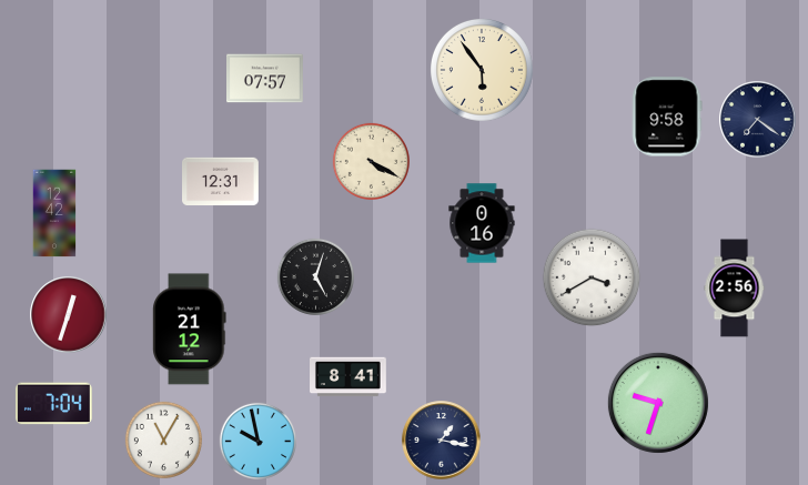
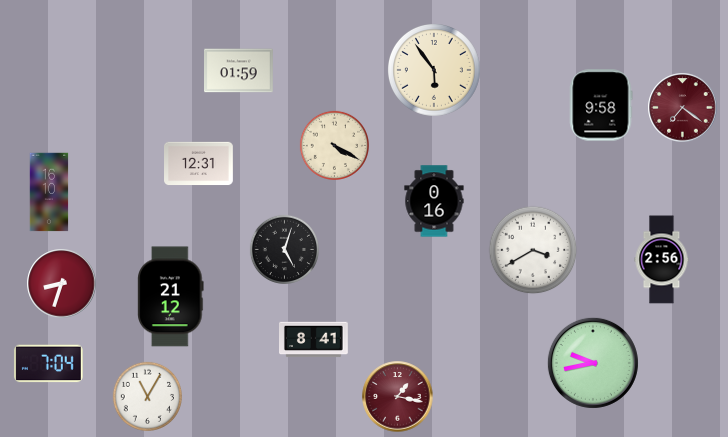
clock at (483, 71) position: (483, 71) -> (435, 71)
clock at (265, 79): 07:57 -> 01:59
clock at (758, 120) dial: navy -> burgundy
clock at (54, 213): 12:42 -> 16:10
clock at (69, 315): 12:33 -> 8:33
clock at (658, 403): 9:33 -> 9:43
clock at (257, 441): 9:58 -> none
clock at (442, 441) dial: navy -> burgundy
